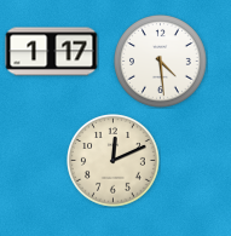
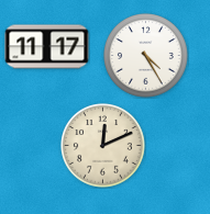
clock at (52, 52): 1:17 -> 11:17
clock at (161, 62): 4:29 -> 4:25
